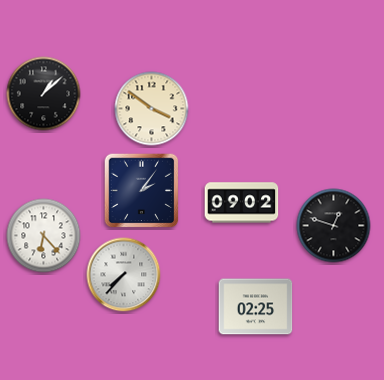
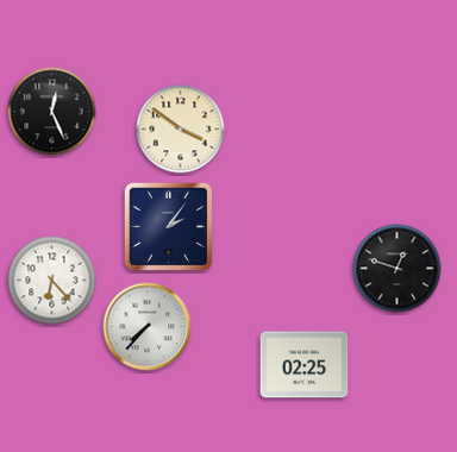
clock at (44, 94): 1:08 -> 12:26
clock at (242, 203): 09:02 -> none
